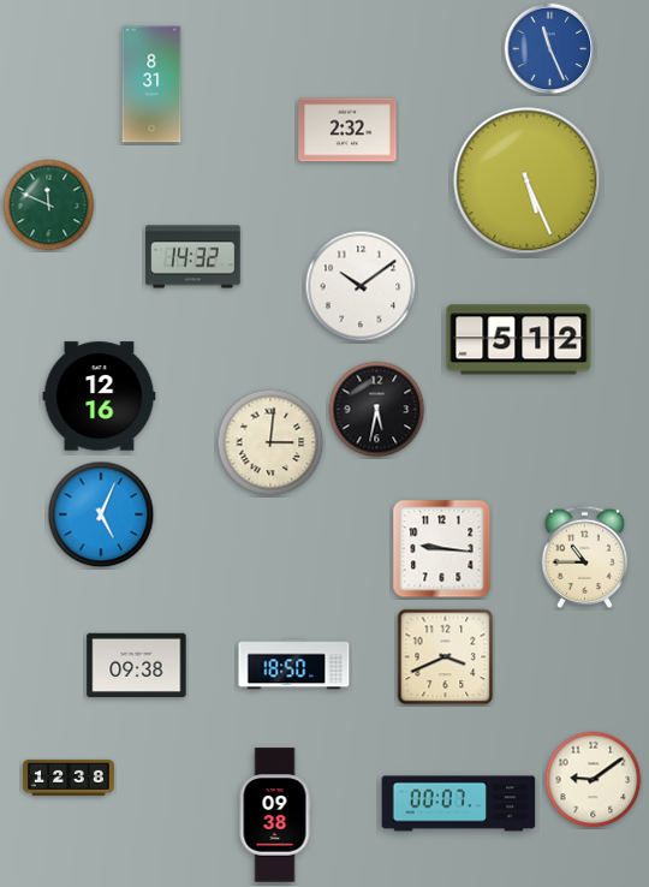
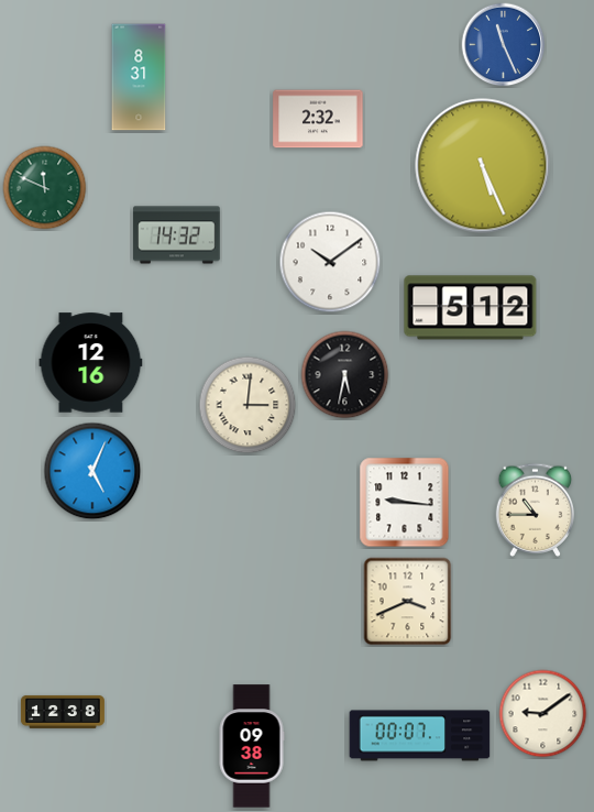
clock at (519, 340) position: (519, 340) -> (471, 308)
clock at (294, 665): 18:50 -> none
clock at (137, 666): 09:38 -> none
